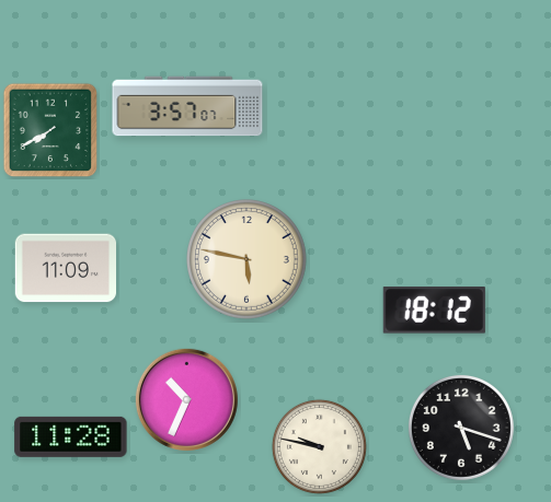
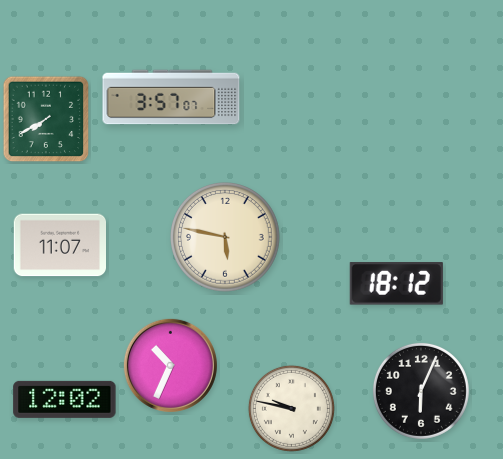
clock at (65, 268): 11:09 -> 11:07
clock at (461, 428): 5:18 -> 6:04
clock at (71, 436): 11:28 -> 12:02
